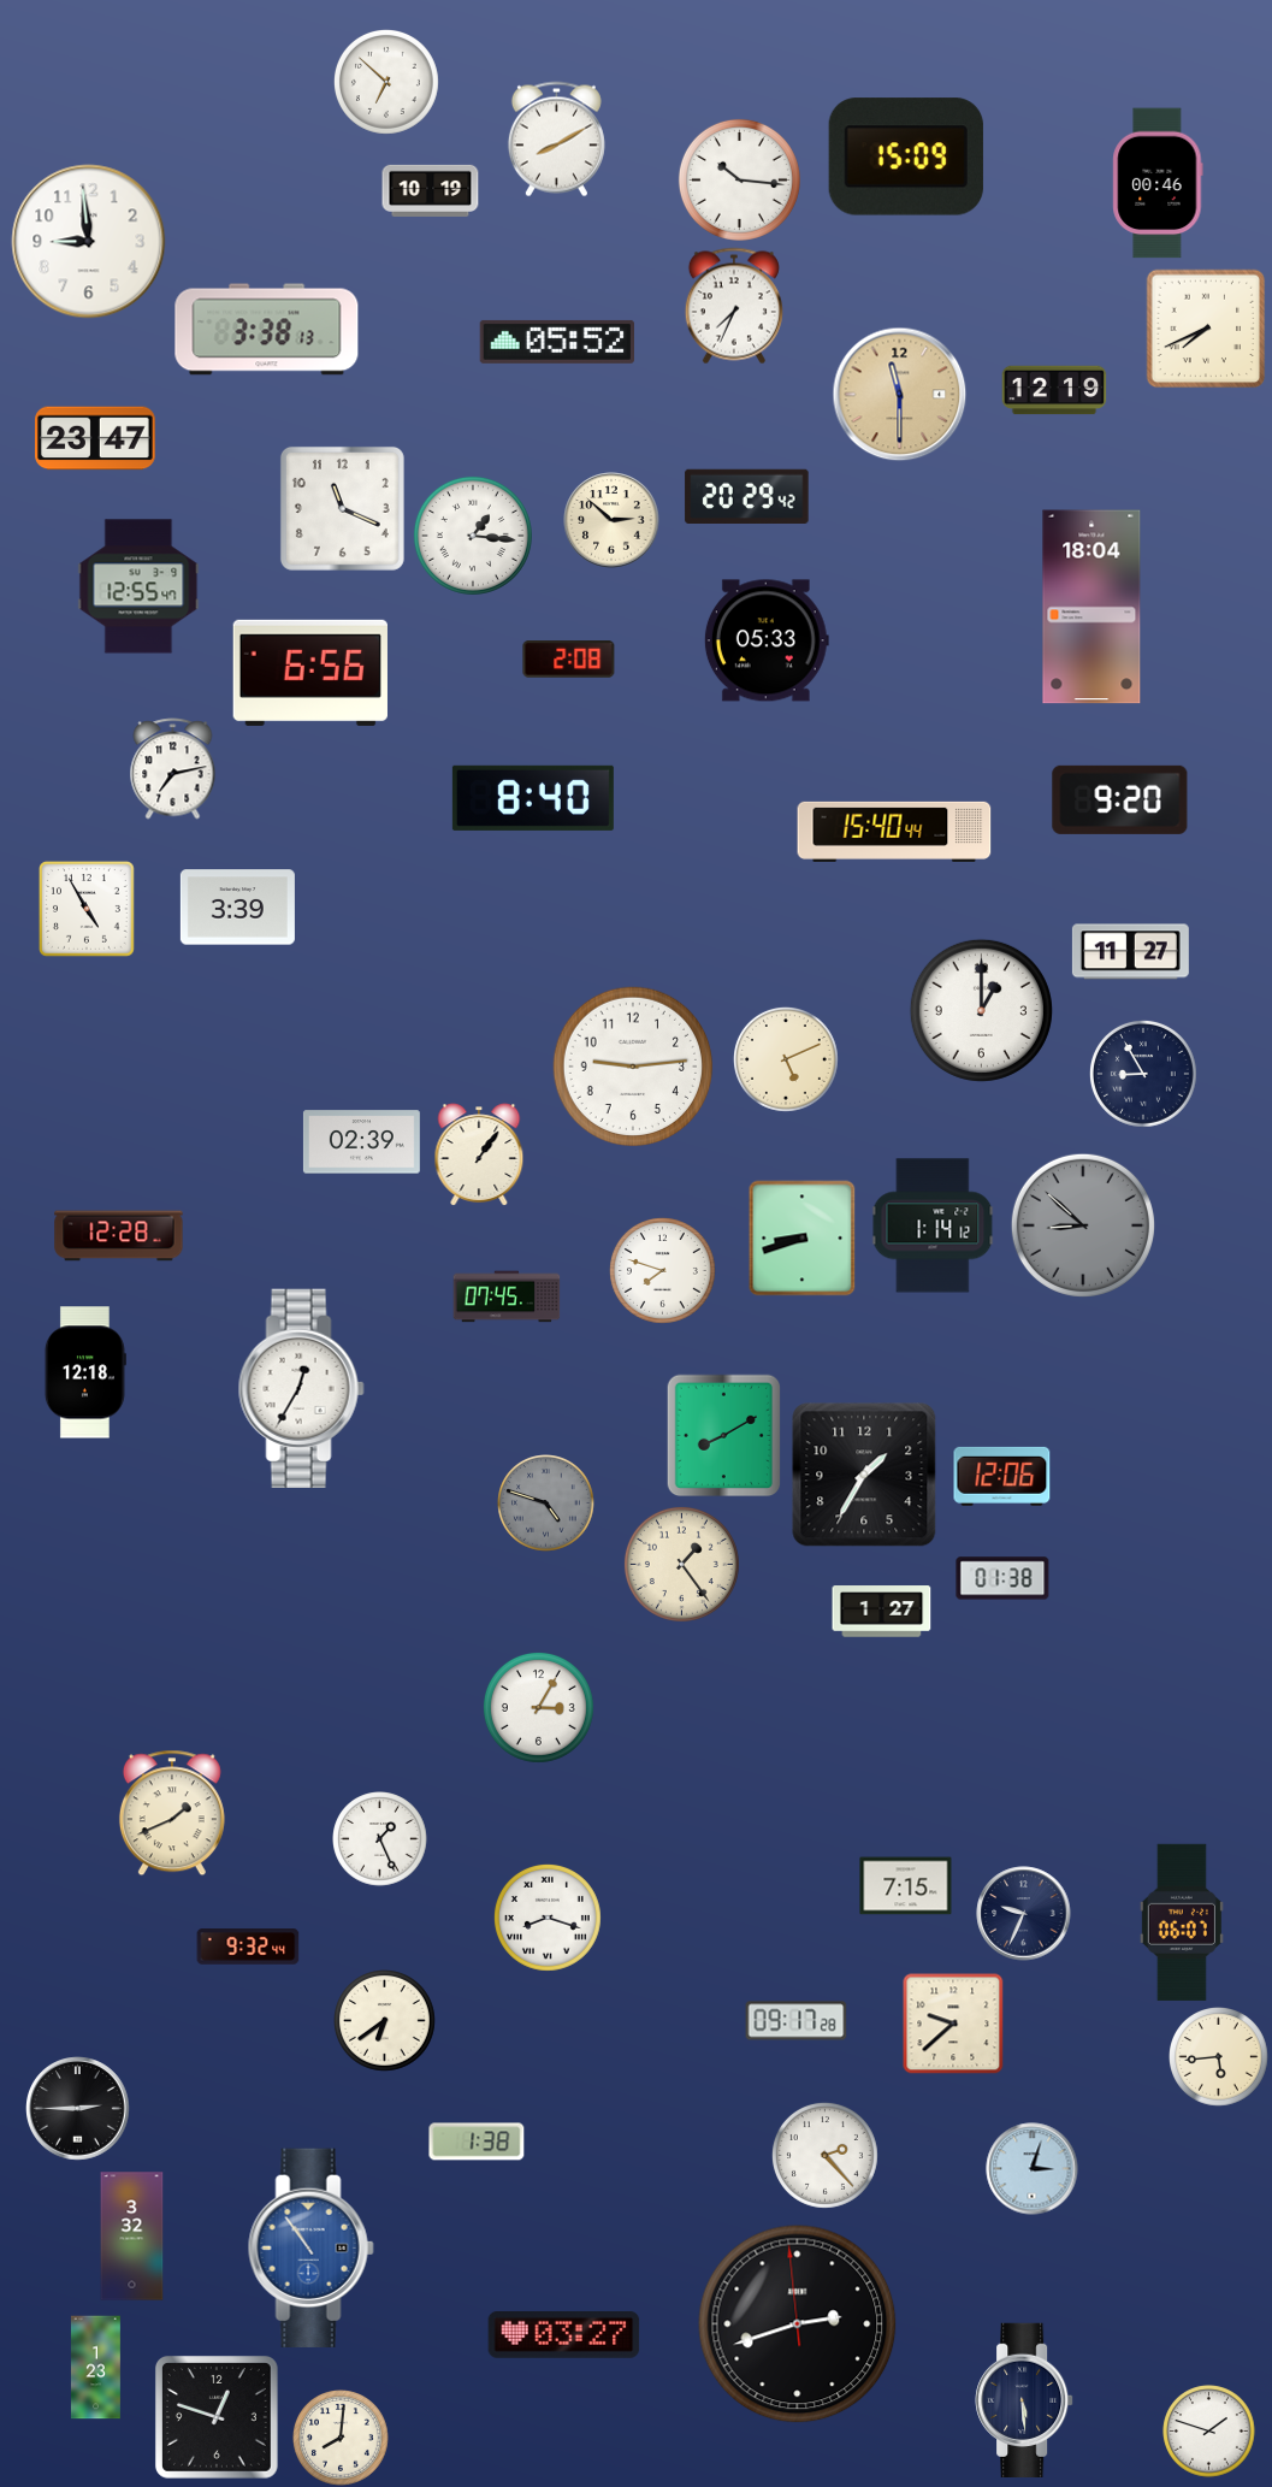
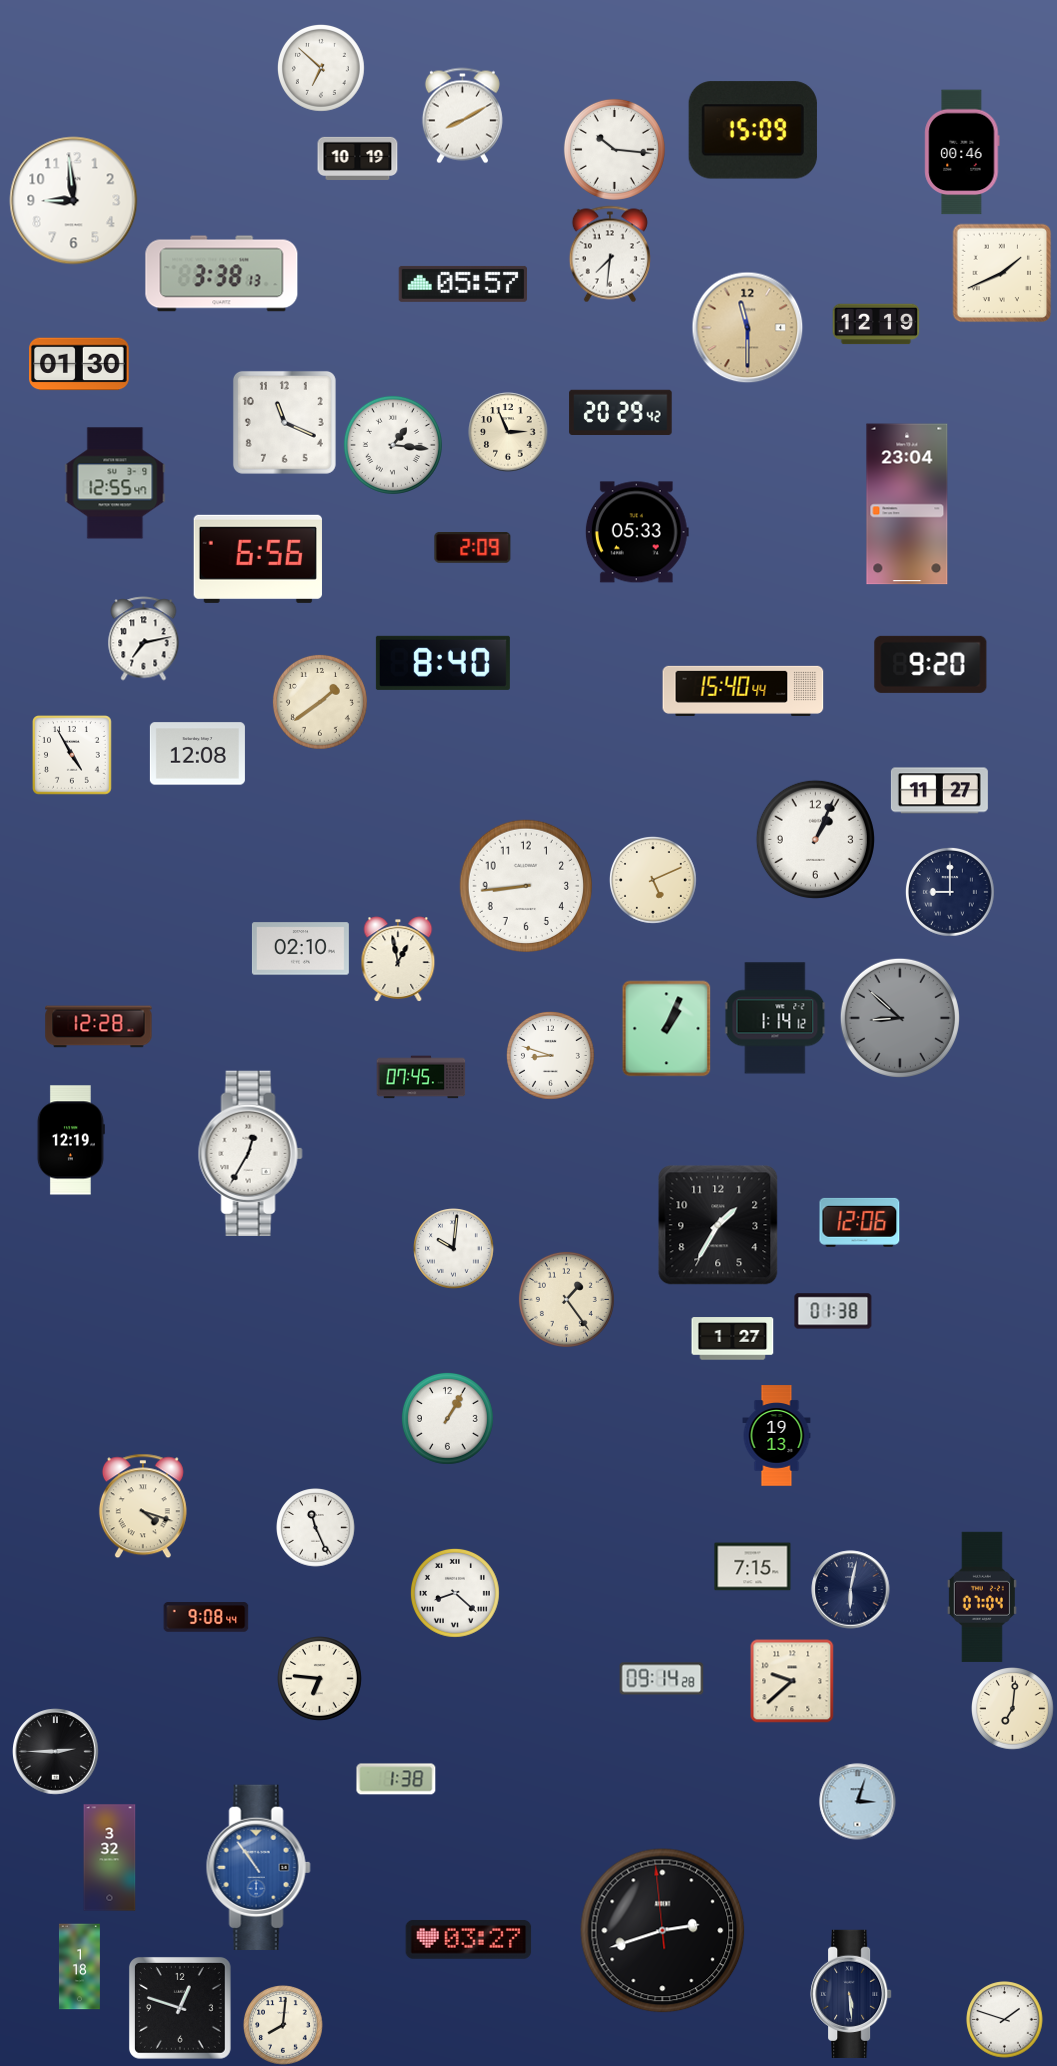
clock at (734, 306): 7:34 -> 7:31
clock at (1206, 329): 7:41 -> 1:41
clock at (556, 342): 05:52 -> 05:57
clock at (96, 438): 23:47 -> 01:30
clock at (611, 520): 2:52 -> 2:56
clock at (138, 586) position: (138, 586) -> (115, 483)
clock at (1091, 607): 18:04 -> 23:04
clock at (569, 660): 2:08 -> 2:09
clock at (320, 702): none -> 1:39
clock at (237, 908): 3:39 -> 12:08
clock at (981, 1010): 1:00 -> 1:04
clock at (632, 1065): 9:14 -> 8:44
clock at (1143, 1074): 8:55 -> 9:00
clock at (361, 1142): 02:39 -> 02:10
clock at (479, 1154): 1:06 -> 12:58
clock at (803, 1239): 8:42 -> 1:04
clock at (662, 1270): 7:48 -> 8:48
clock at (85, 1372): 12:18 -> 12:19
clock at (724, 1436): 8:10 -> none
clock at (1002, 1476) position: (1002, 1476) -> (860, 1222)
clock at (546, 1504): 4:48 -> 10:01
clock at (546, 1504) dial: grey -> white
clock at (538, 1707): 3:05 -> 1:05
clock at (777, 1436): none -> 19:13
clock at (172, 1813): 1:41 -> 4:18
clock at (380, 1839): 1:26 -> 11:26
clock at (1024, 1914): 9:34 -> 6:02
clock at (548, 1918): 8:18 -> 8:22
clock at (1182, 1922): 06:07 -> 07:04
clock at (248, 1947): 9:32 -> 9:08
clock at (385, 2021): 6:39 -> 6:46
clock at (797, 2021): 09:17 -> 09:14
clock at (1219, 2057): 5:44 -> 7:01
clock at (78, 2109) position: (78, 2109) -> (56, 1752)
clock at (824, 2155): 2:23 -> none
clock at (95, 2368): 1:23 -> 1:18
